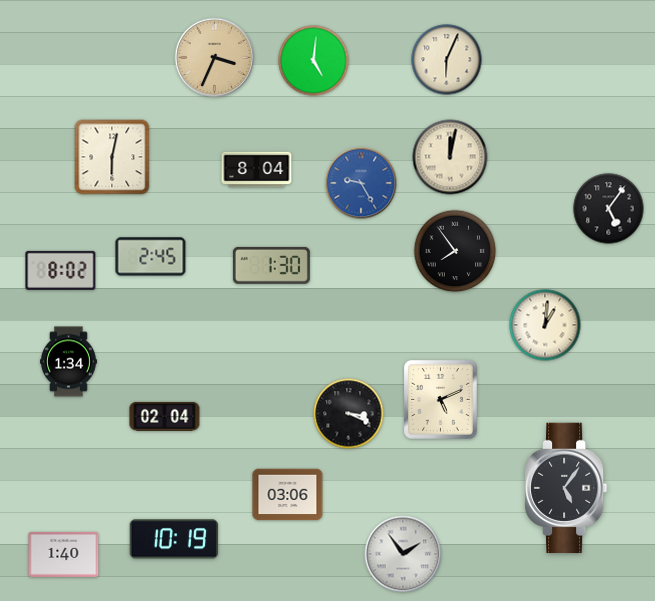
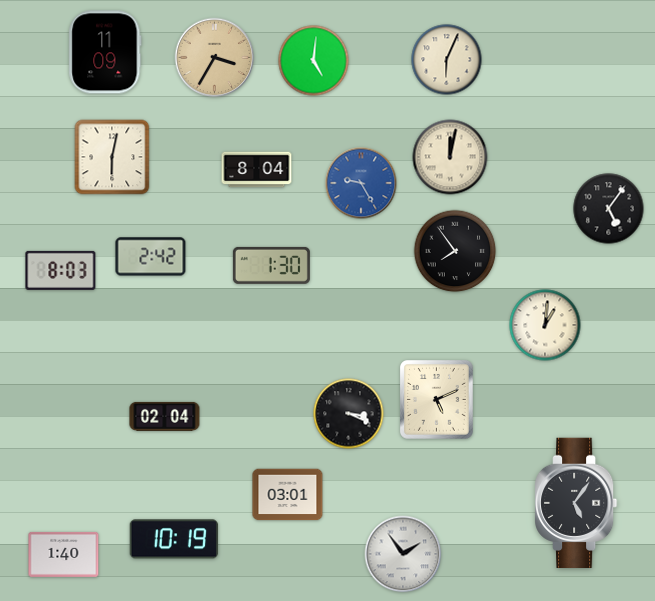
clock at (105, 52): none -> 11:09
clock at (215, 58): 3:34 -> 3:35
clock at (151, 257): 2:45 -> 2:42
clock at (61, 270): 8:02 -> 8:03
clock at (68, 362): 1:34 -> none
clock at (441, 400) position: (441, 400) -> (437, 400)
clock at (567, 488) position: (567, 488) -> (577, 503)
clock at (288, 495): 03:06 -> 03:01
